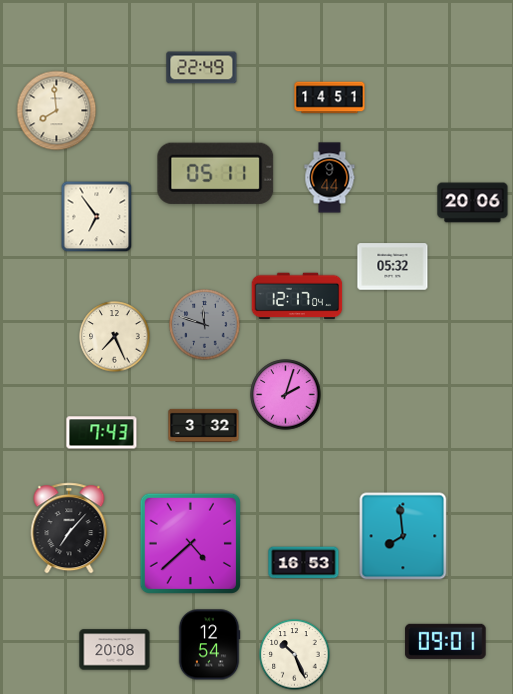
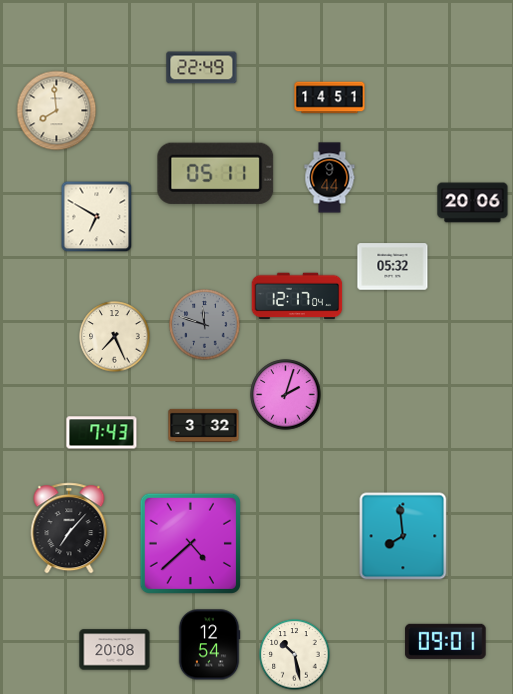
clock at (97, 217): 6:54 -> 6:50
clock at (304, 563): 16:53 -> none
clock at (295, 655): 10:26 -> 10:28
